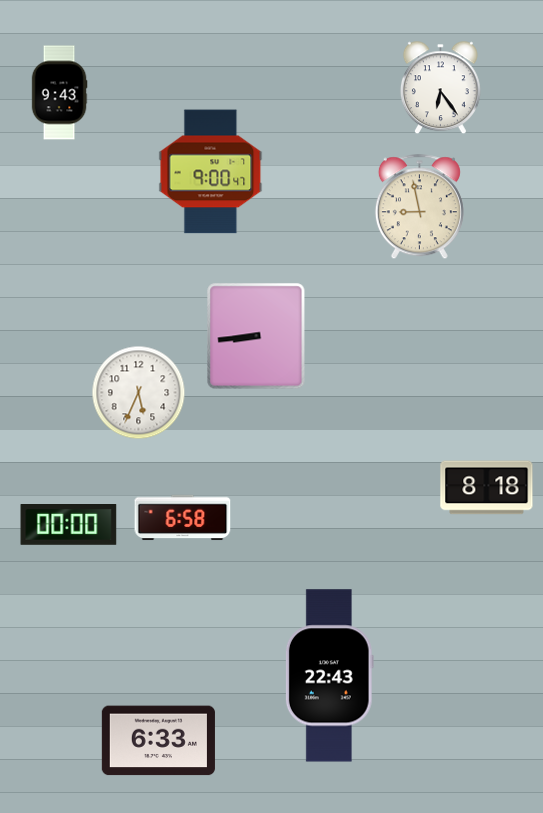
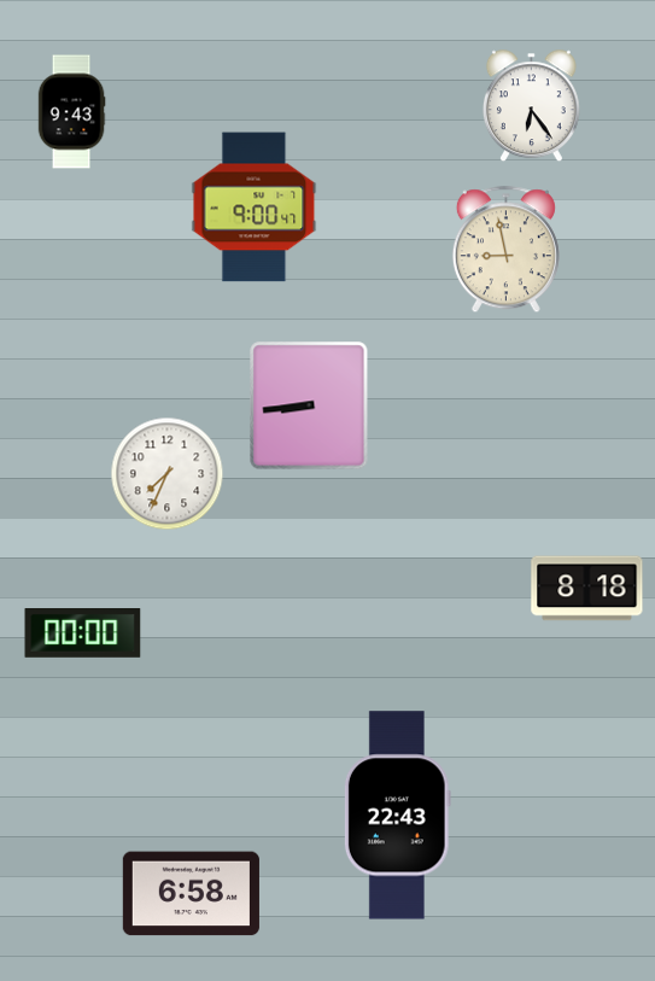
clock at (139, 393): 5:34 -> 7:34
clock at (183, 518): 6:58 -> none
clock at (158, 741): 6:33 -> 6:58
